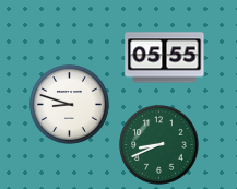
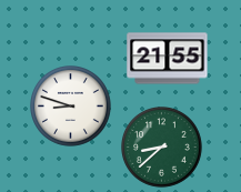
clock at (165, 58): 05:55 -> 21:55
clock at (159, 145): 8:41 -> 8:38
